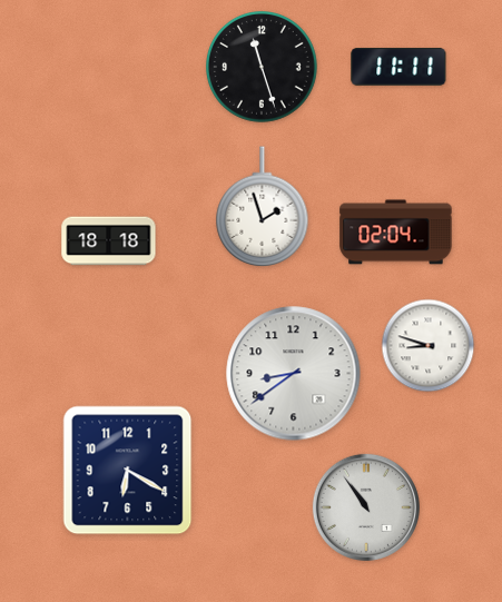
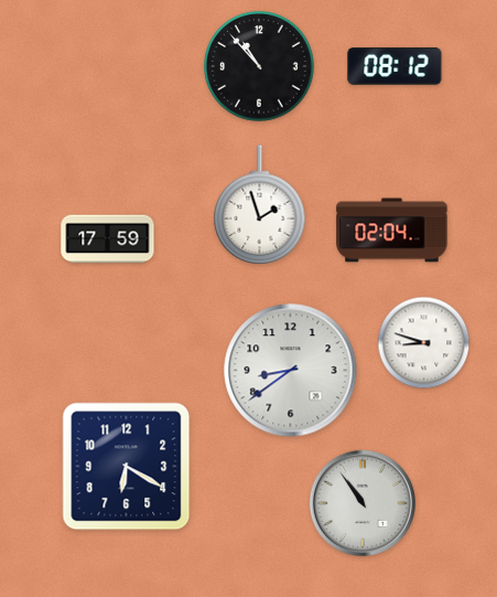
clock at (398, 67): 11:11 -> 08:12
clock at (263, 68): 11:27 -> 10:53
clock at (109, 241): 18:18 -> 17:59
